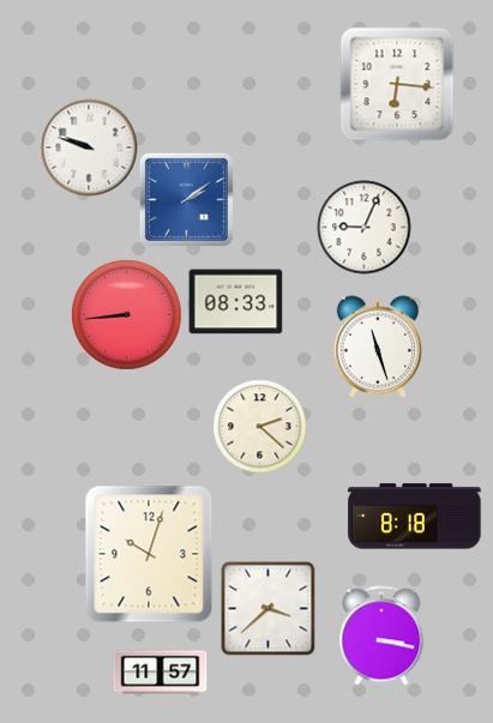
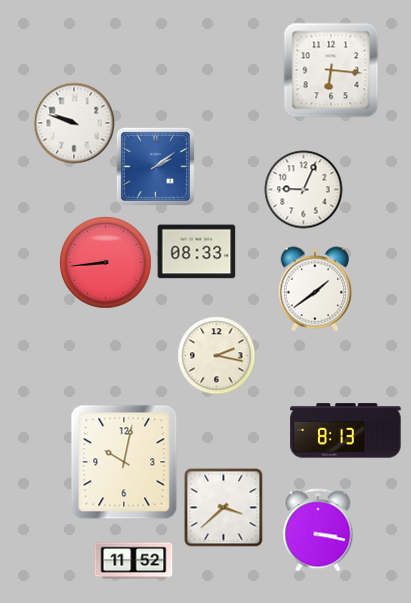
clock at (378, 347): 11:27 -> 1:39
clock at (259, 426): 2:22 -> 2:17
clock at (415, 517): 8:18 -> 8:13
clock at (149, 554): 10:03 -> 10:02
clock at (160, 673): 11:57 -> 11:52
